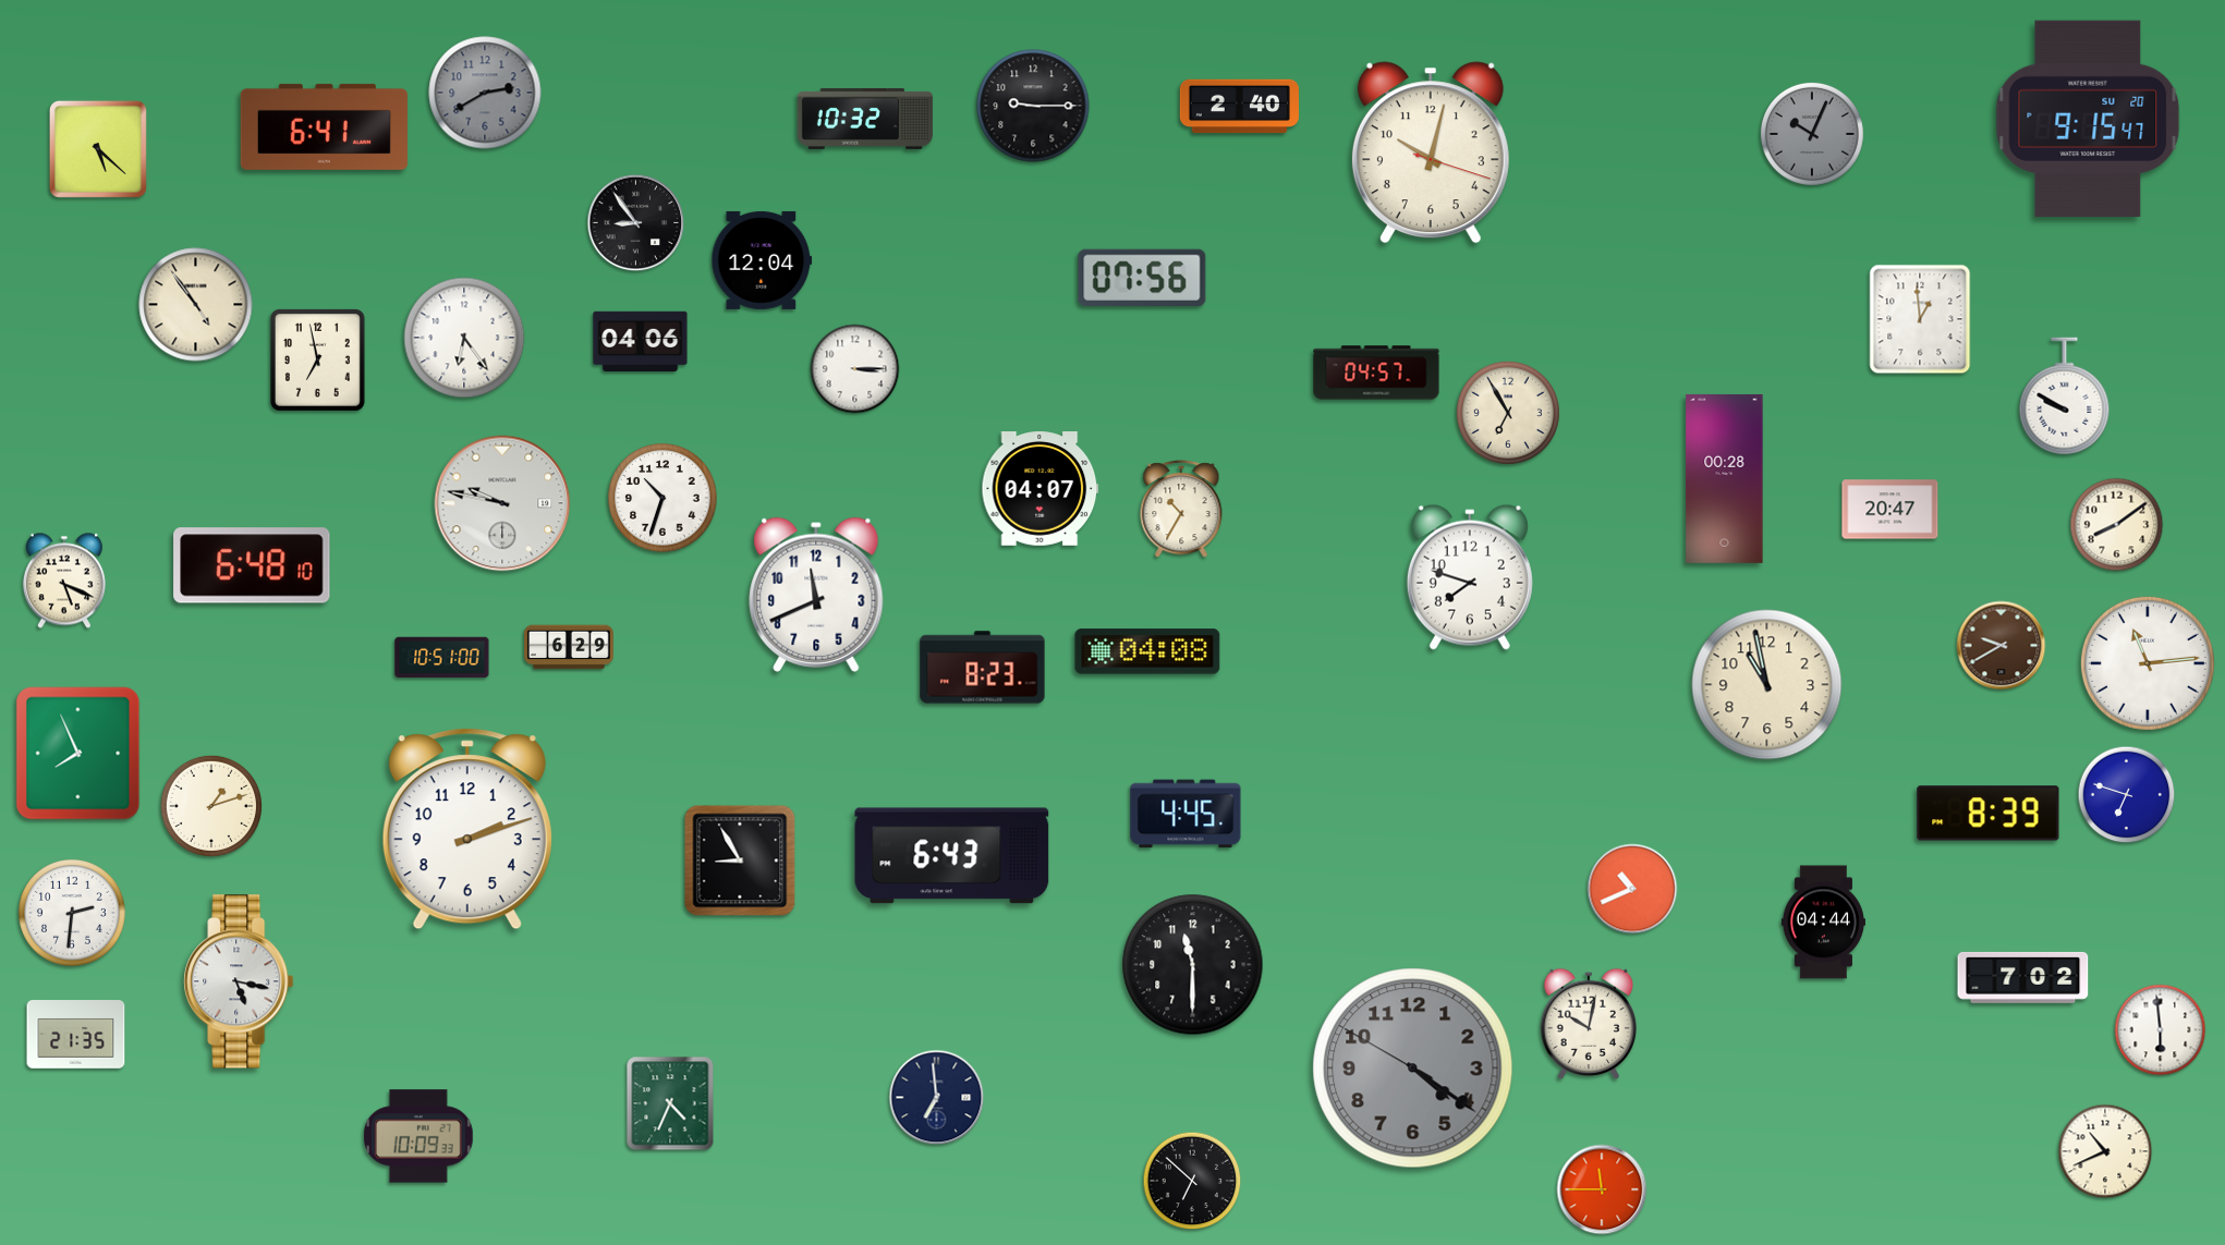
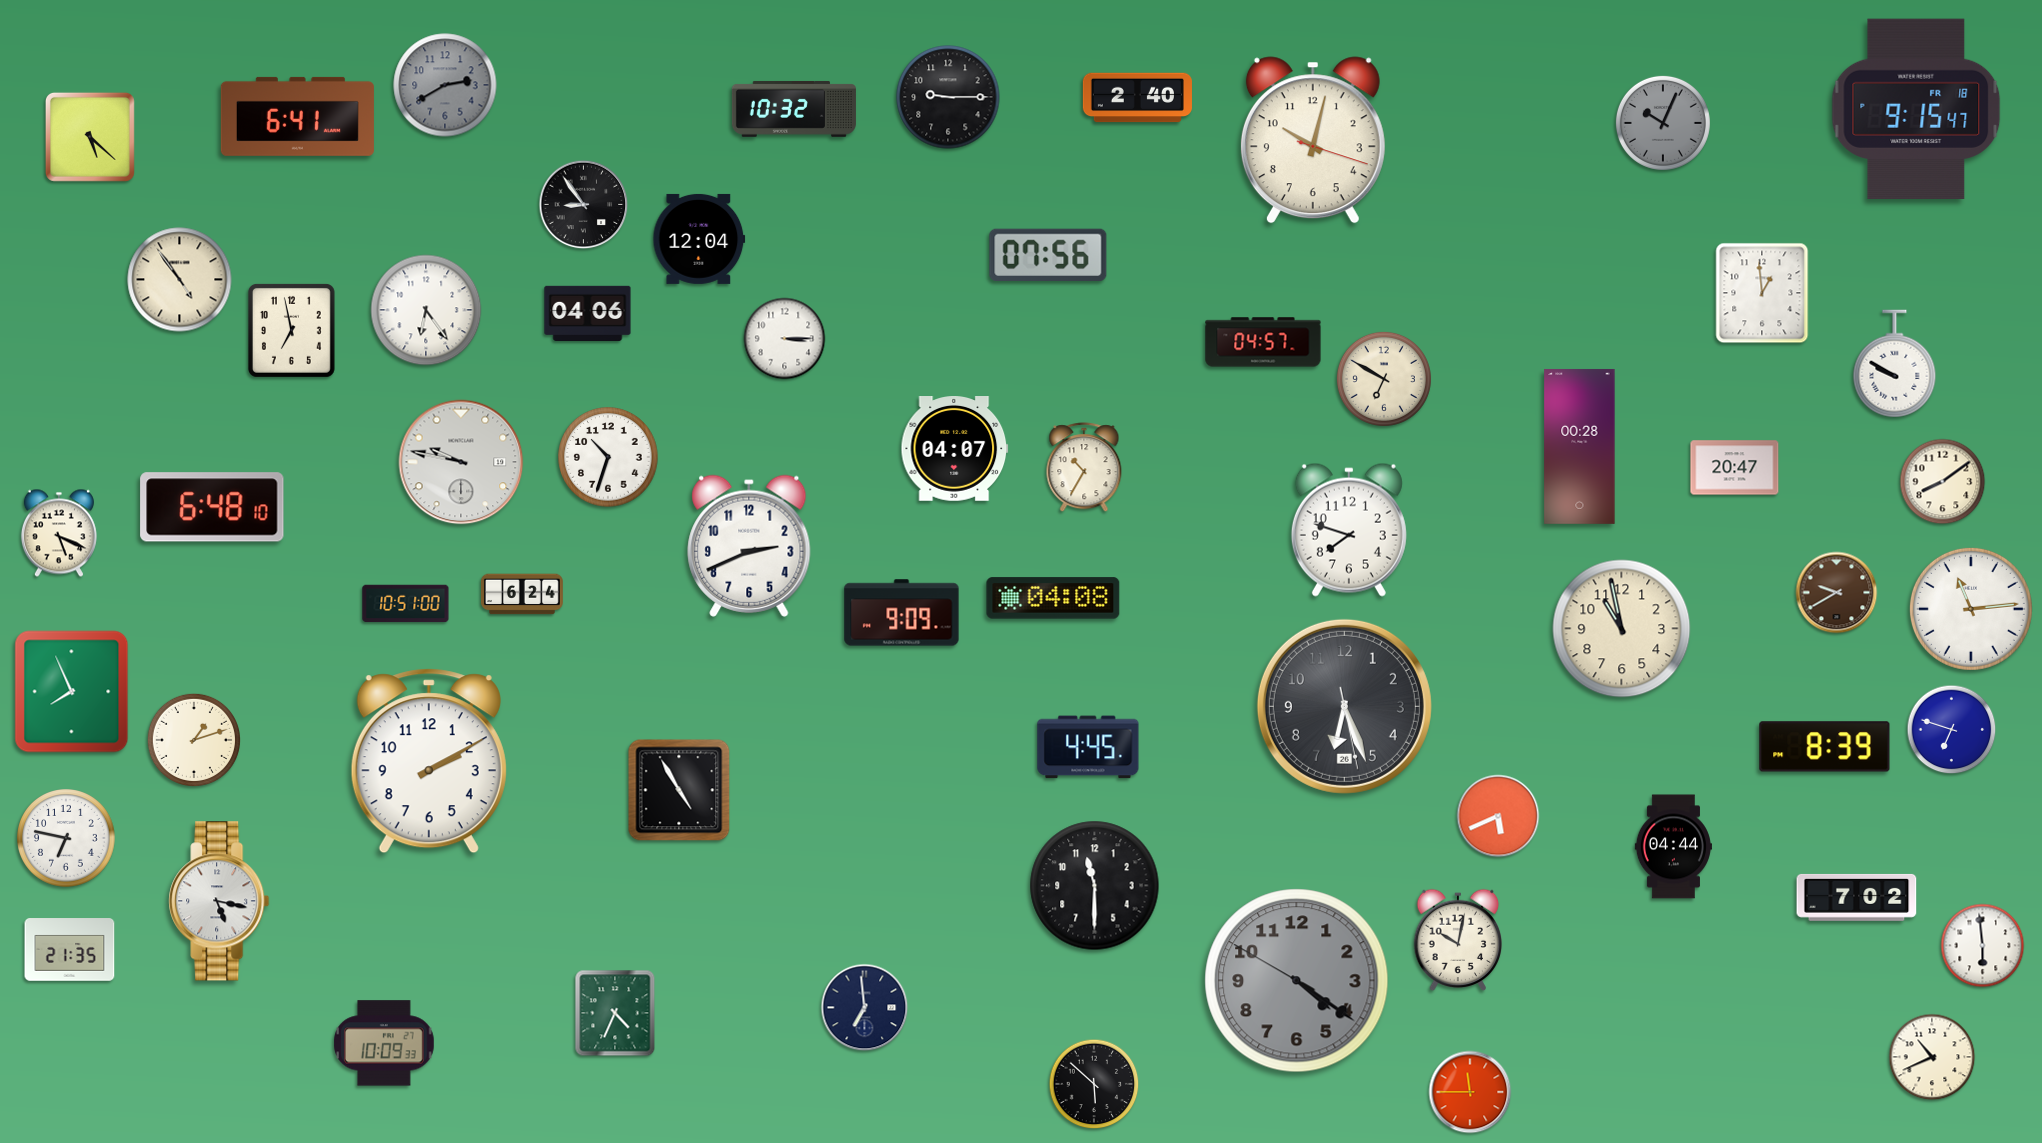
clock at (2088, 119) date: SU 20 -> FR 18
clock at (1508, 413): 6:55 -> 6:50
clock at (1725, 478) position: (1725, 478) -> (1580, 446)
clock at (252, 565) position: (252, 565) -> (212, 507)
clock at (816, 595): 11:41 -> 2:41
clock at (570, 647): 6:29 -> 6:24
clock at (983, 668): 8:23 -> 9:09
clock at (1344, 706): none -> 6:26
clock at (467, 829): 2:12 -> 2:10
clock at (952, 856): 6:43 -> none
clock at (740, 860): 8:55 -> 4:55
clock at (1632, 889): 10:41 -> 5:41
clock at (72, 913): 2:31 -> 6:47
clock at (937, 1098) position: (937, 1098) -> (865, 1008)
clock at (1192, 1181): 6:52 -> 5:52
